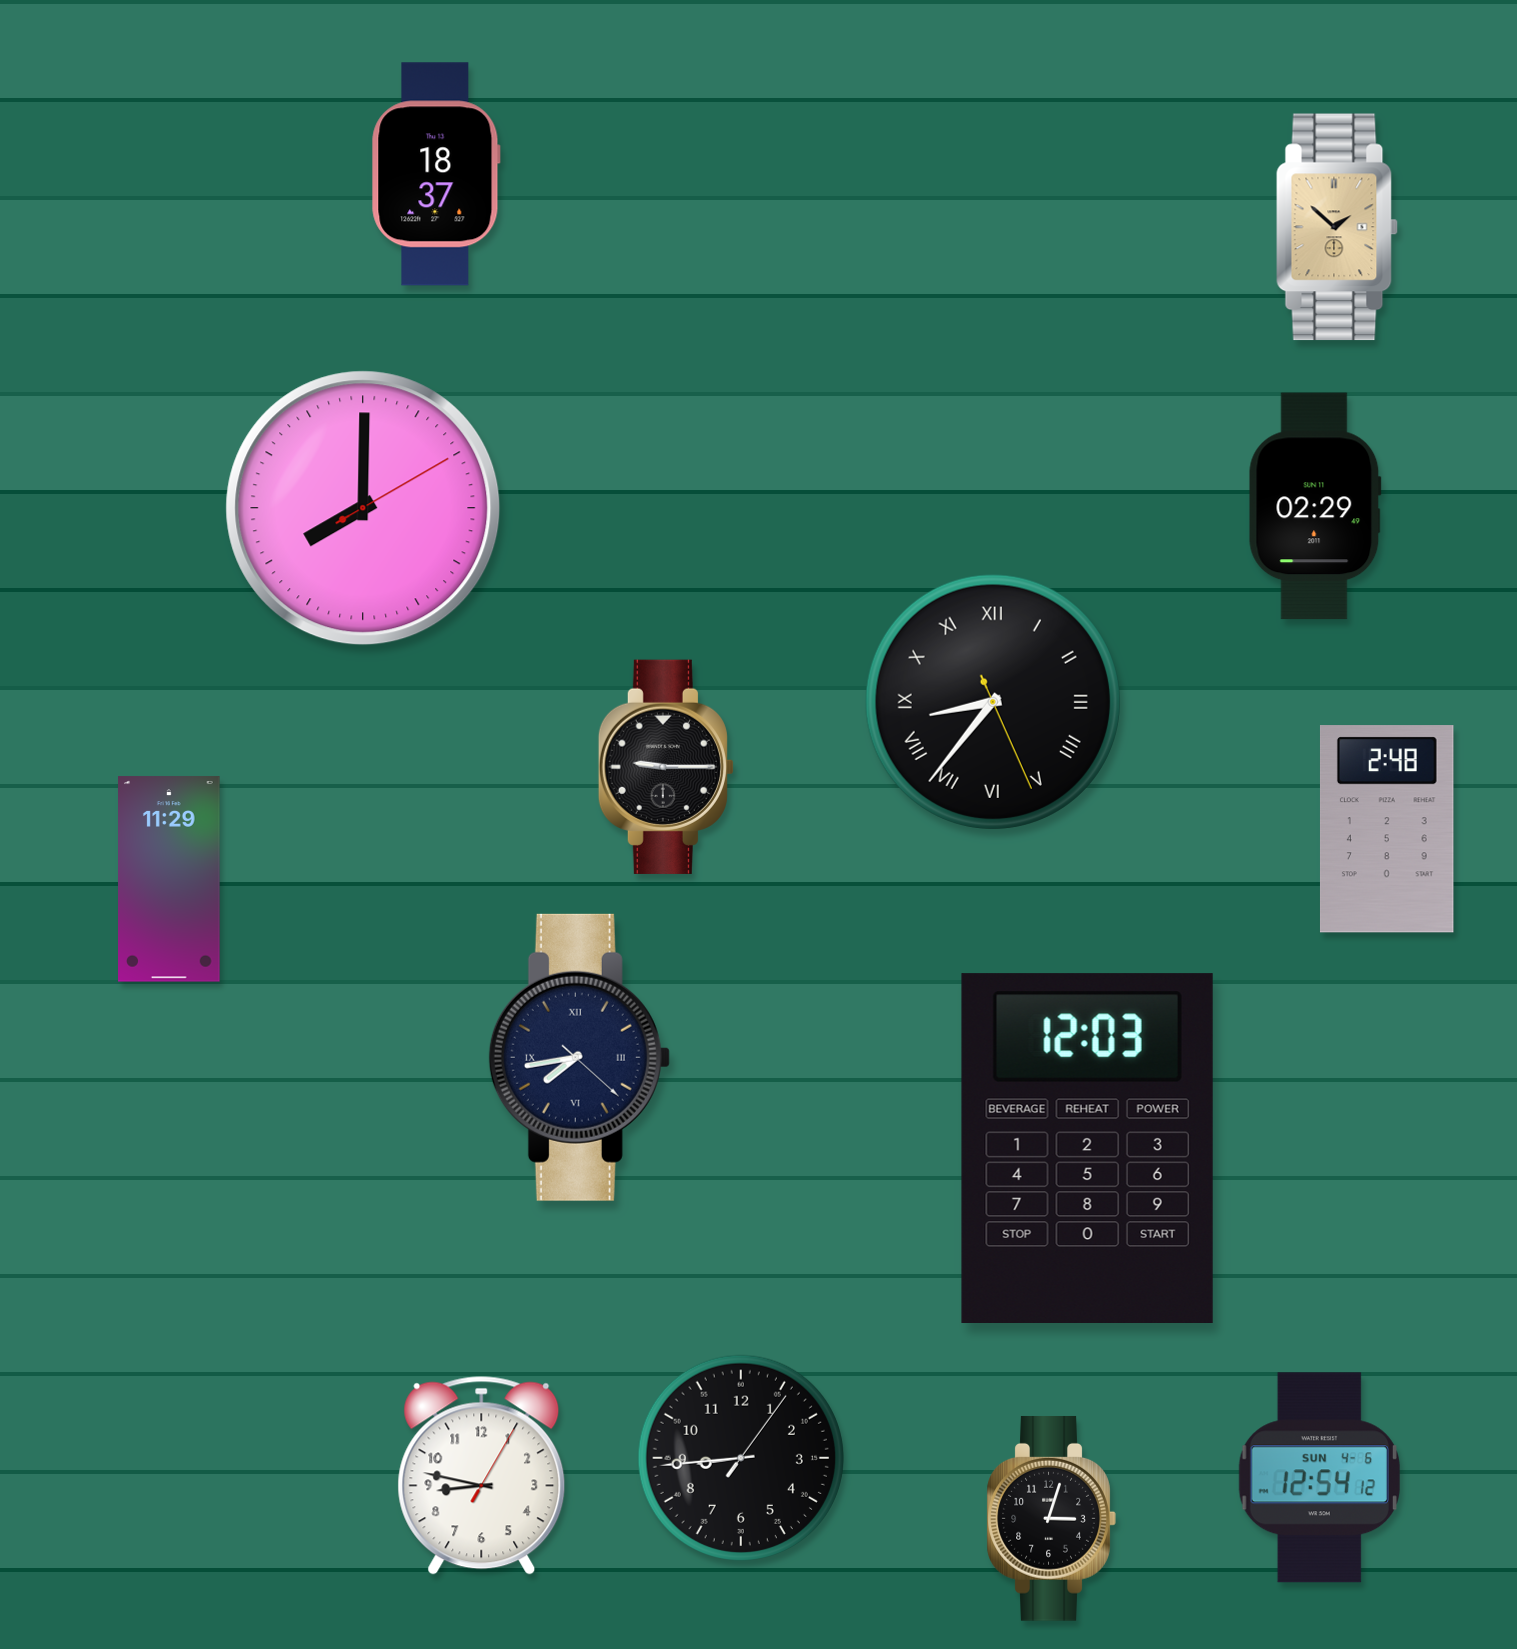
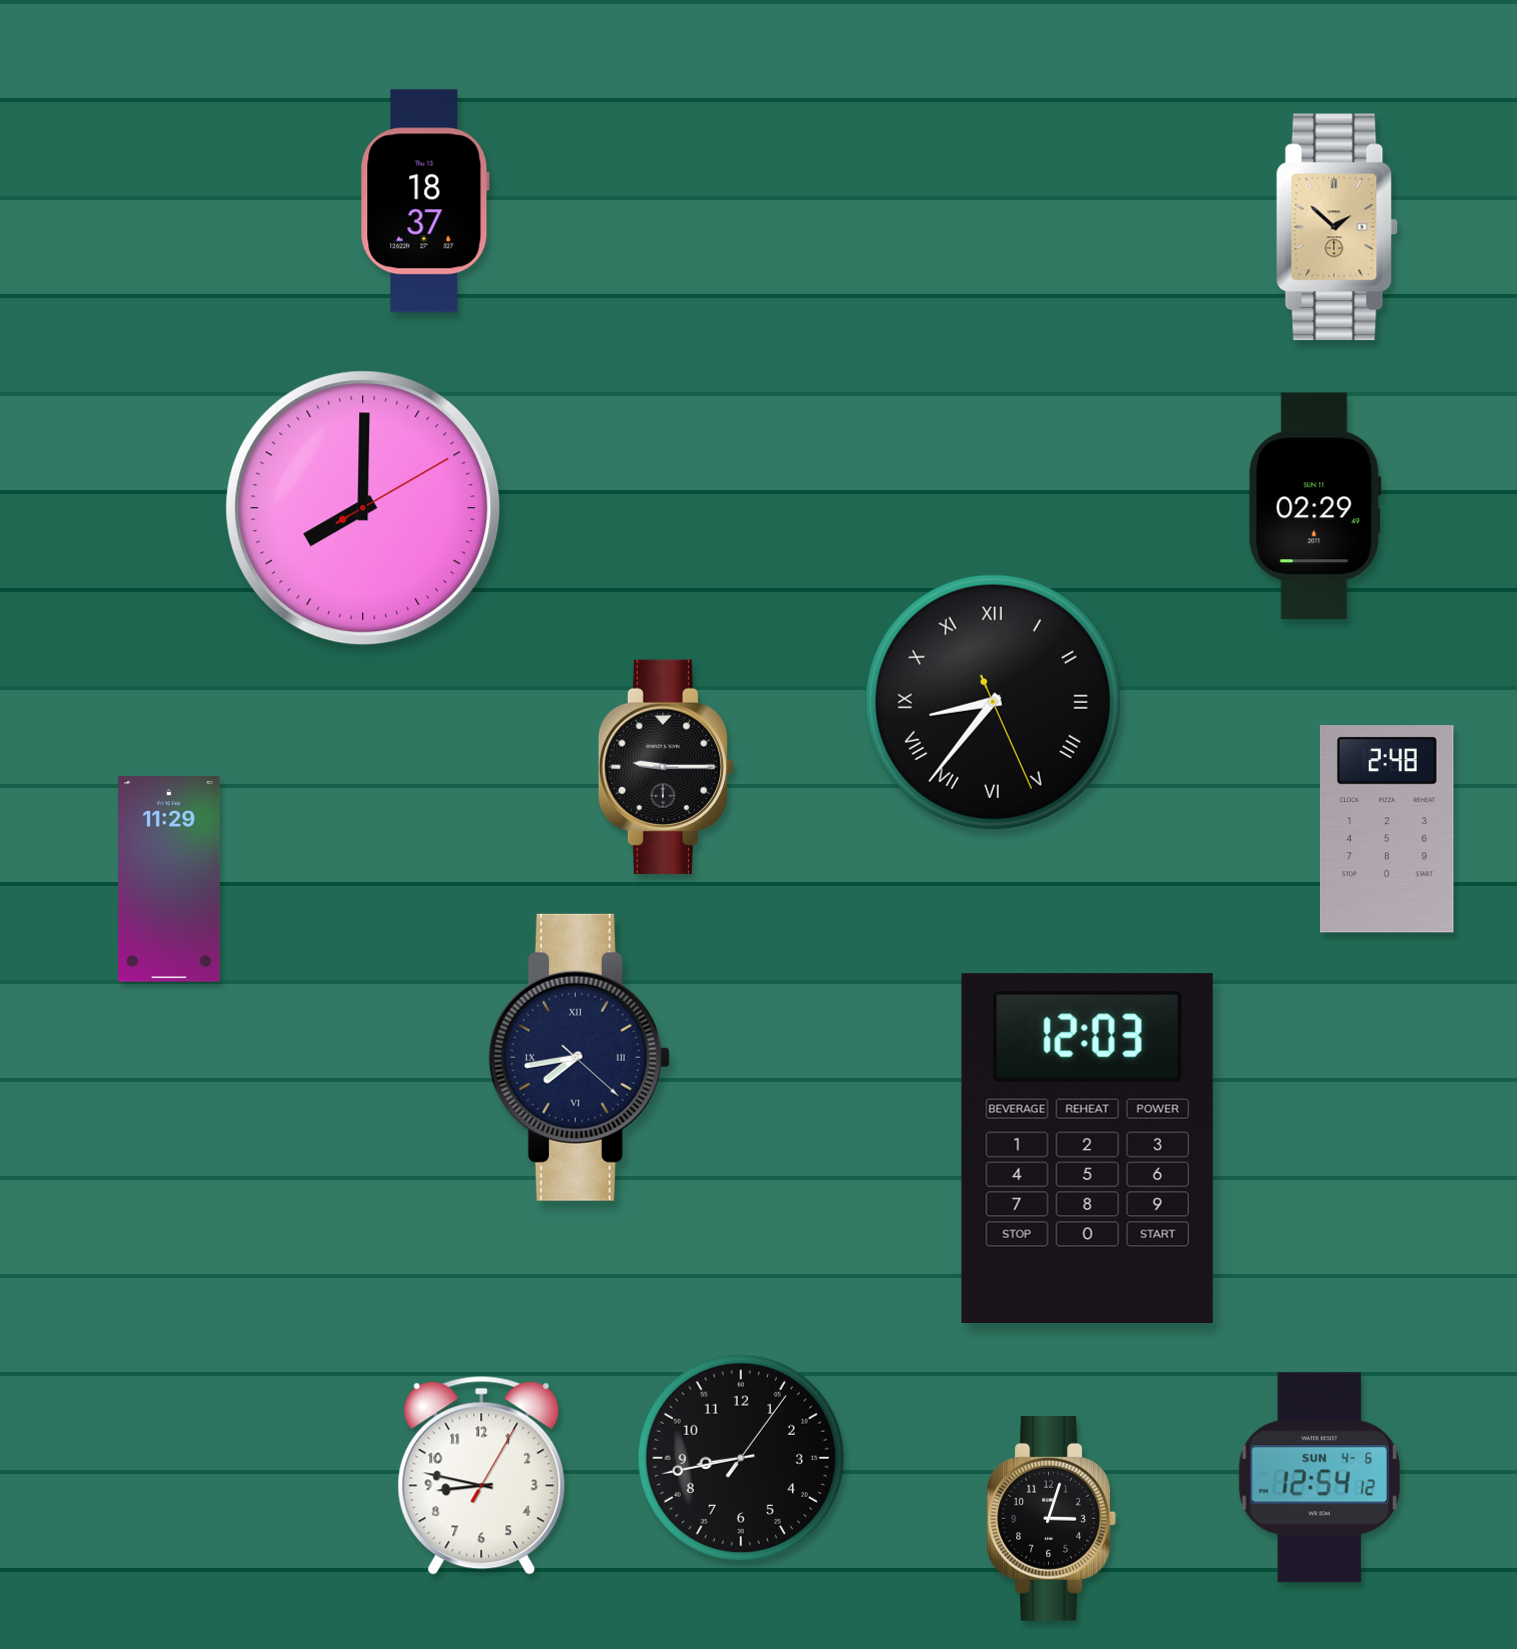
clock at (436, 174) position: (436, 174) -> (425, 201)
clock at (741, 1458): 8:44 -> 8:43
